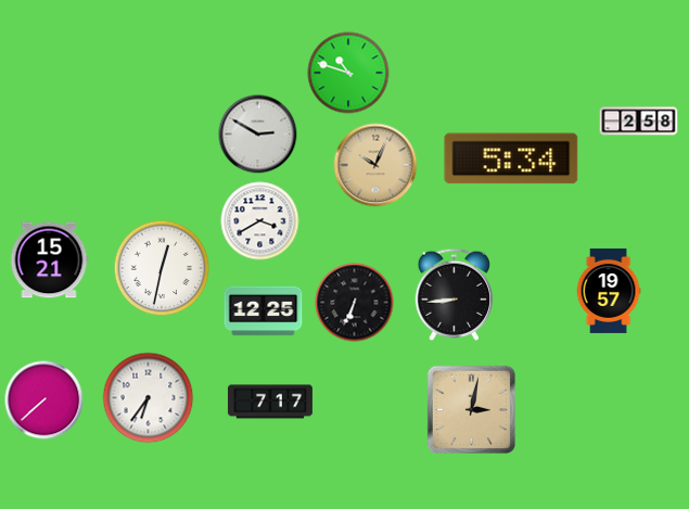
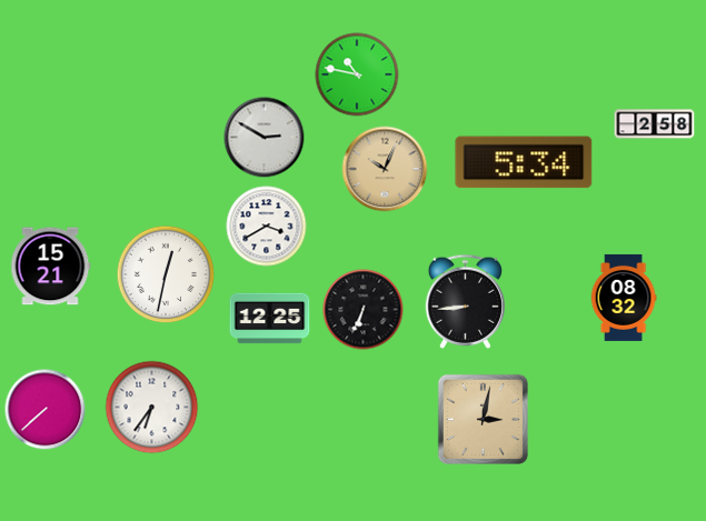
clock at (348, 73): 10:48 -> 10:47
clock at (609, 291): 19:57 -> 08:32
clock at (270, 402): 7:17 -> none
